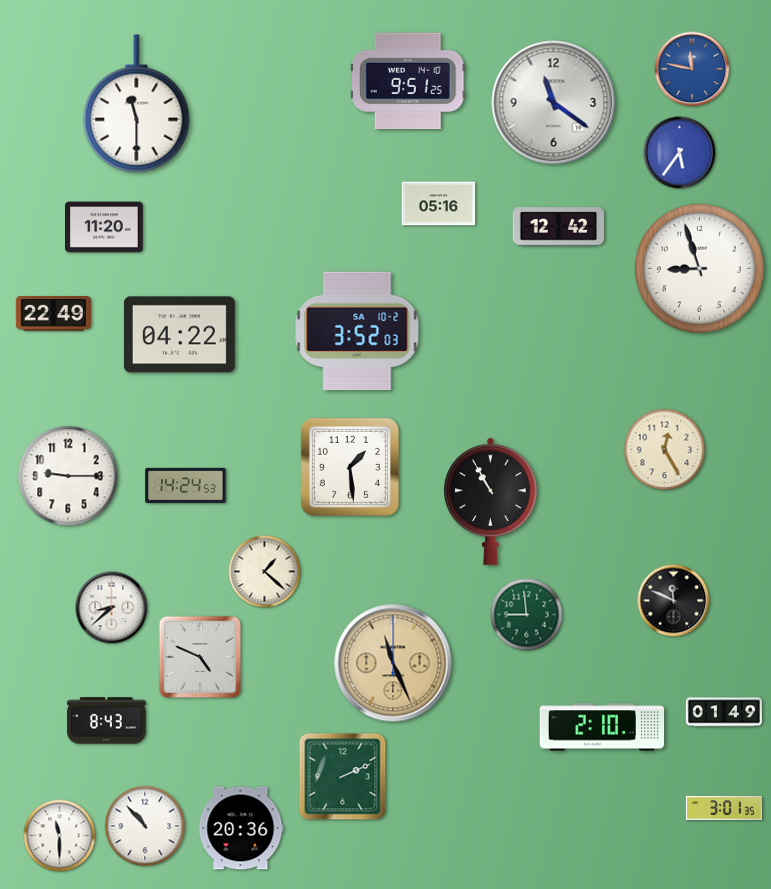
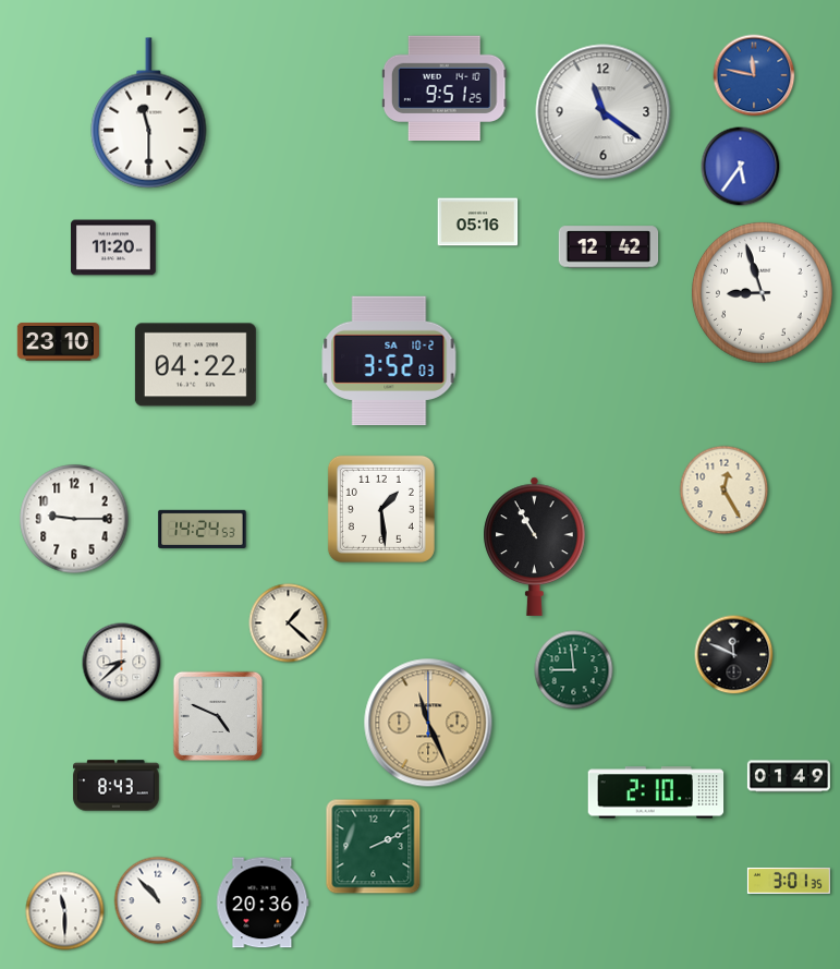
clock at (53, 314): 22:49 -> 23:10
